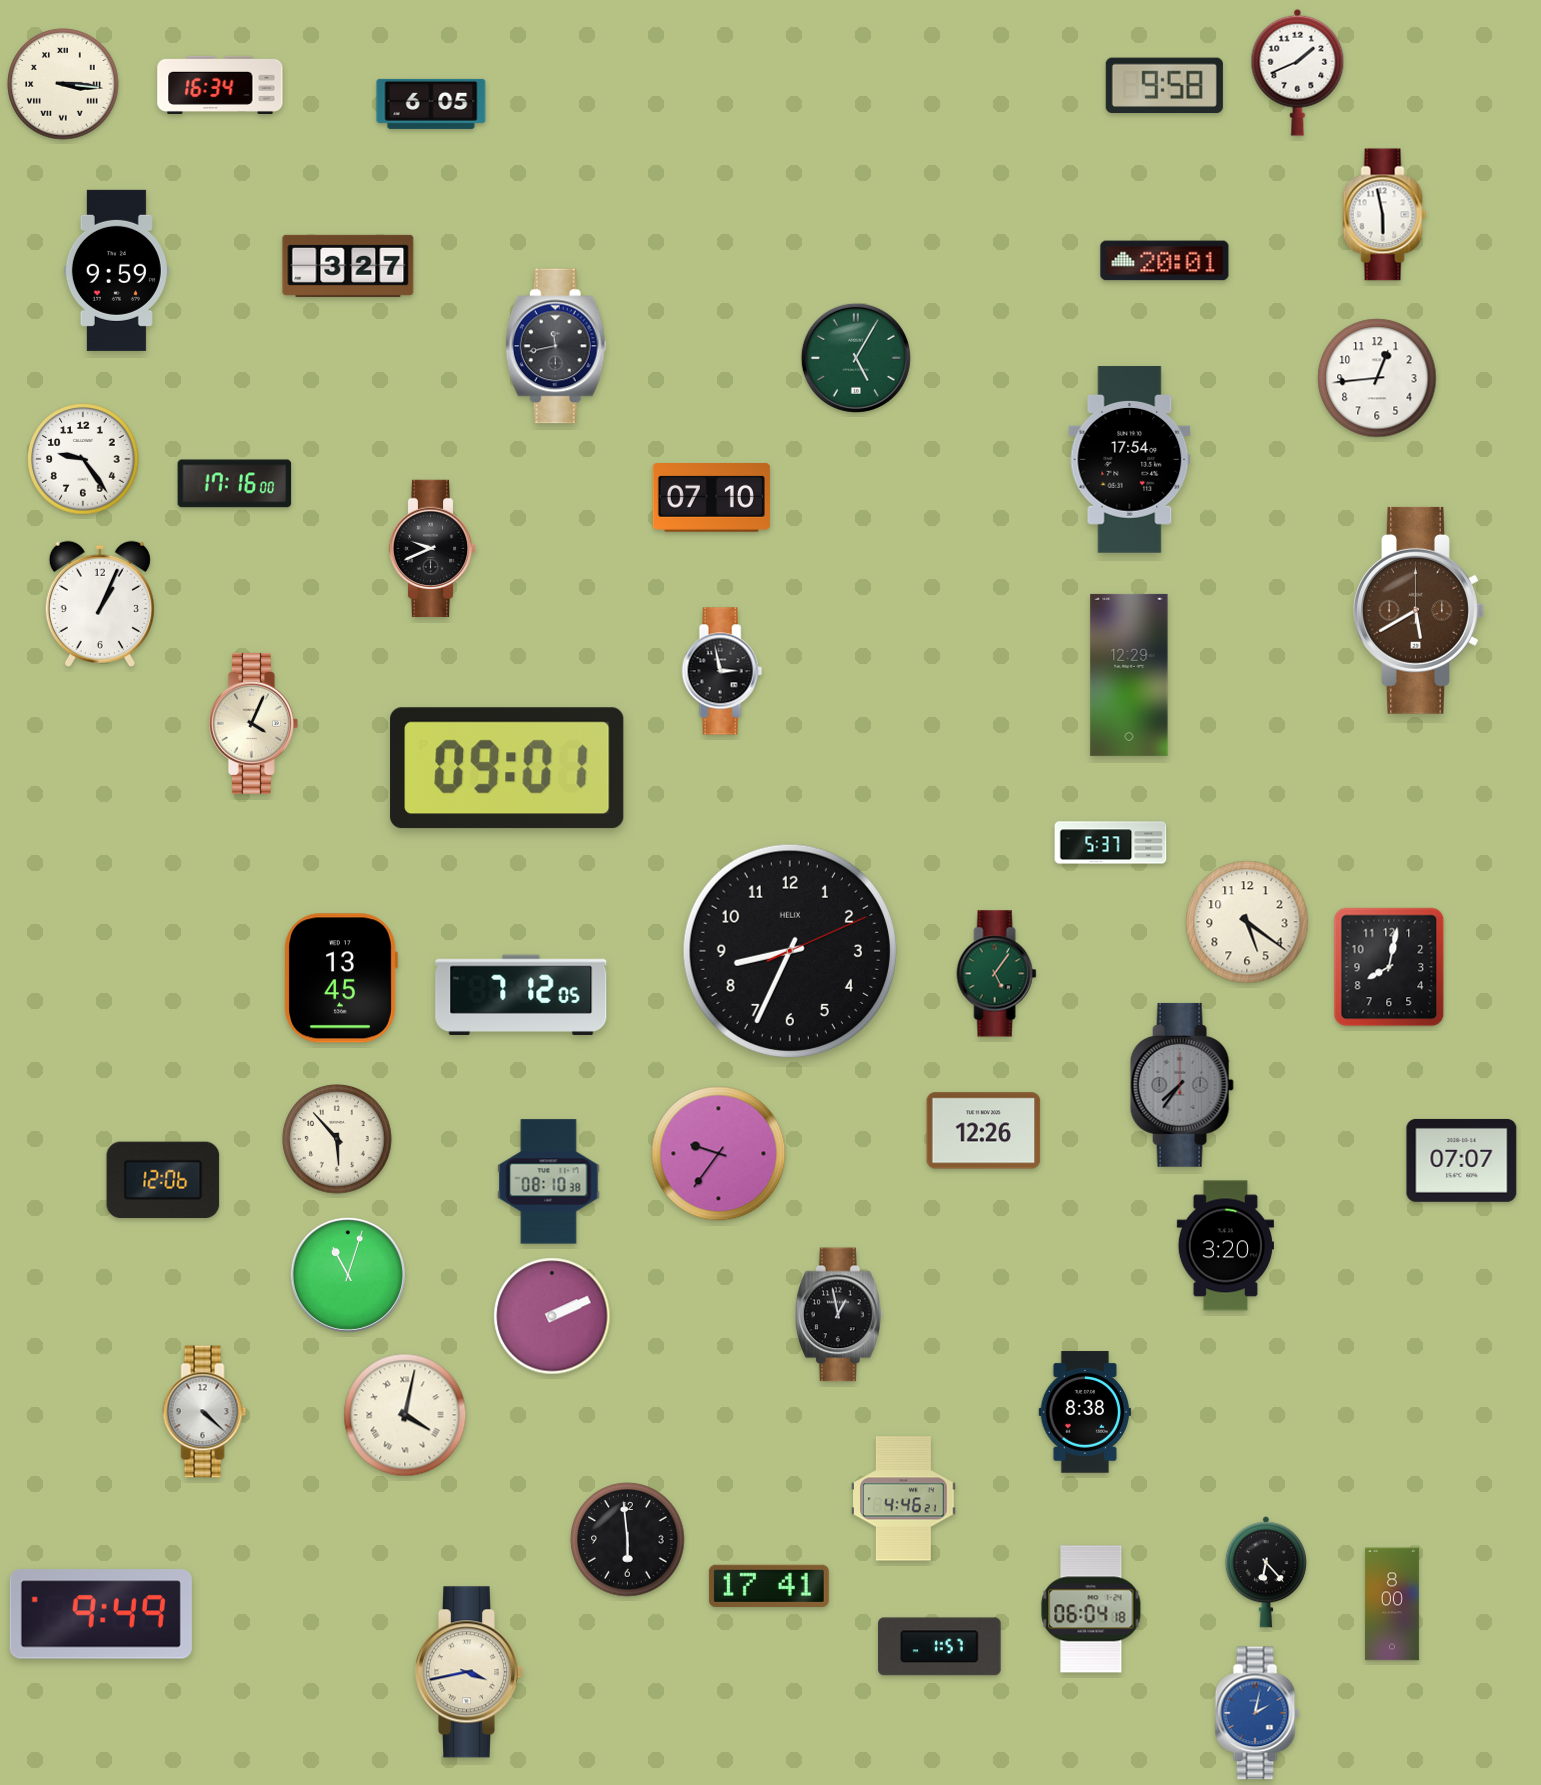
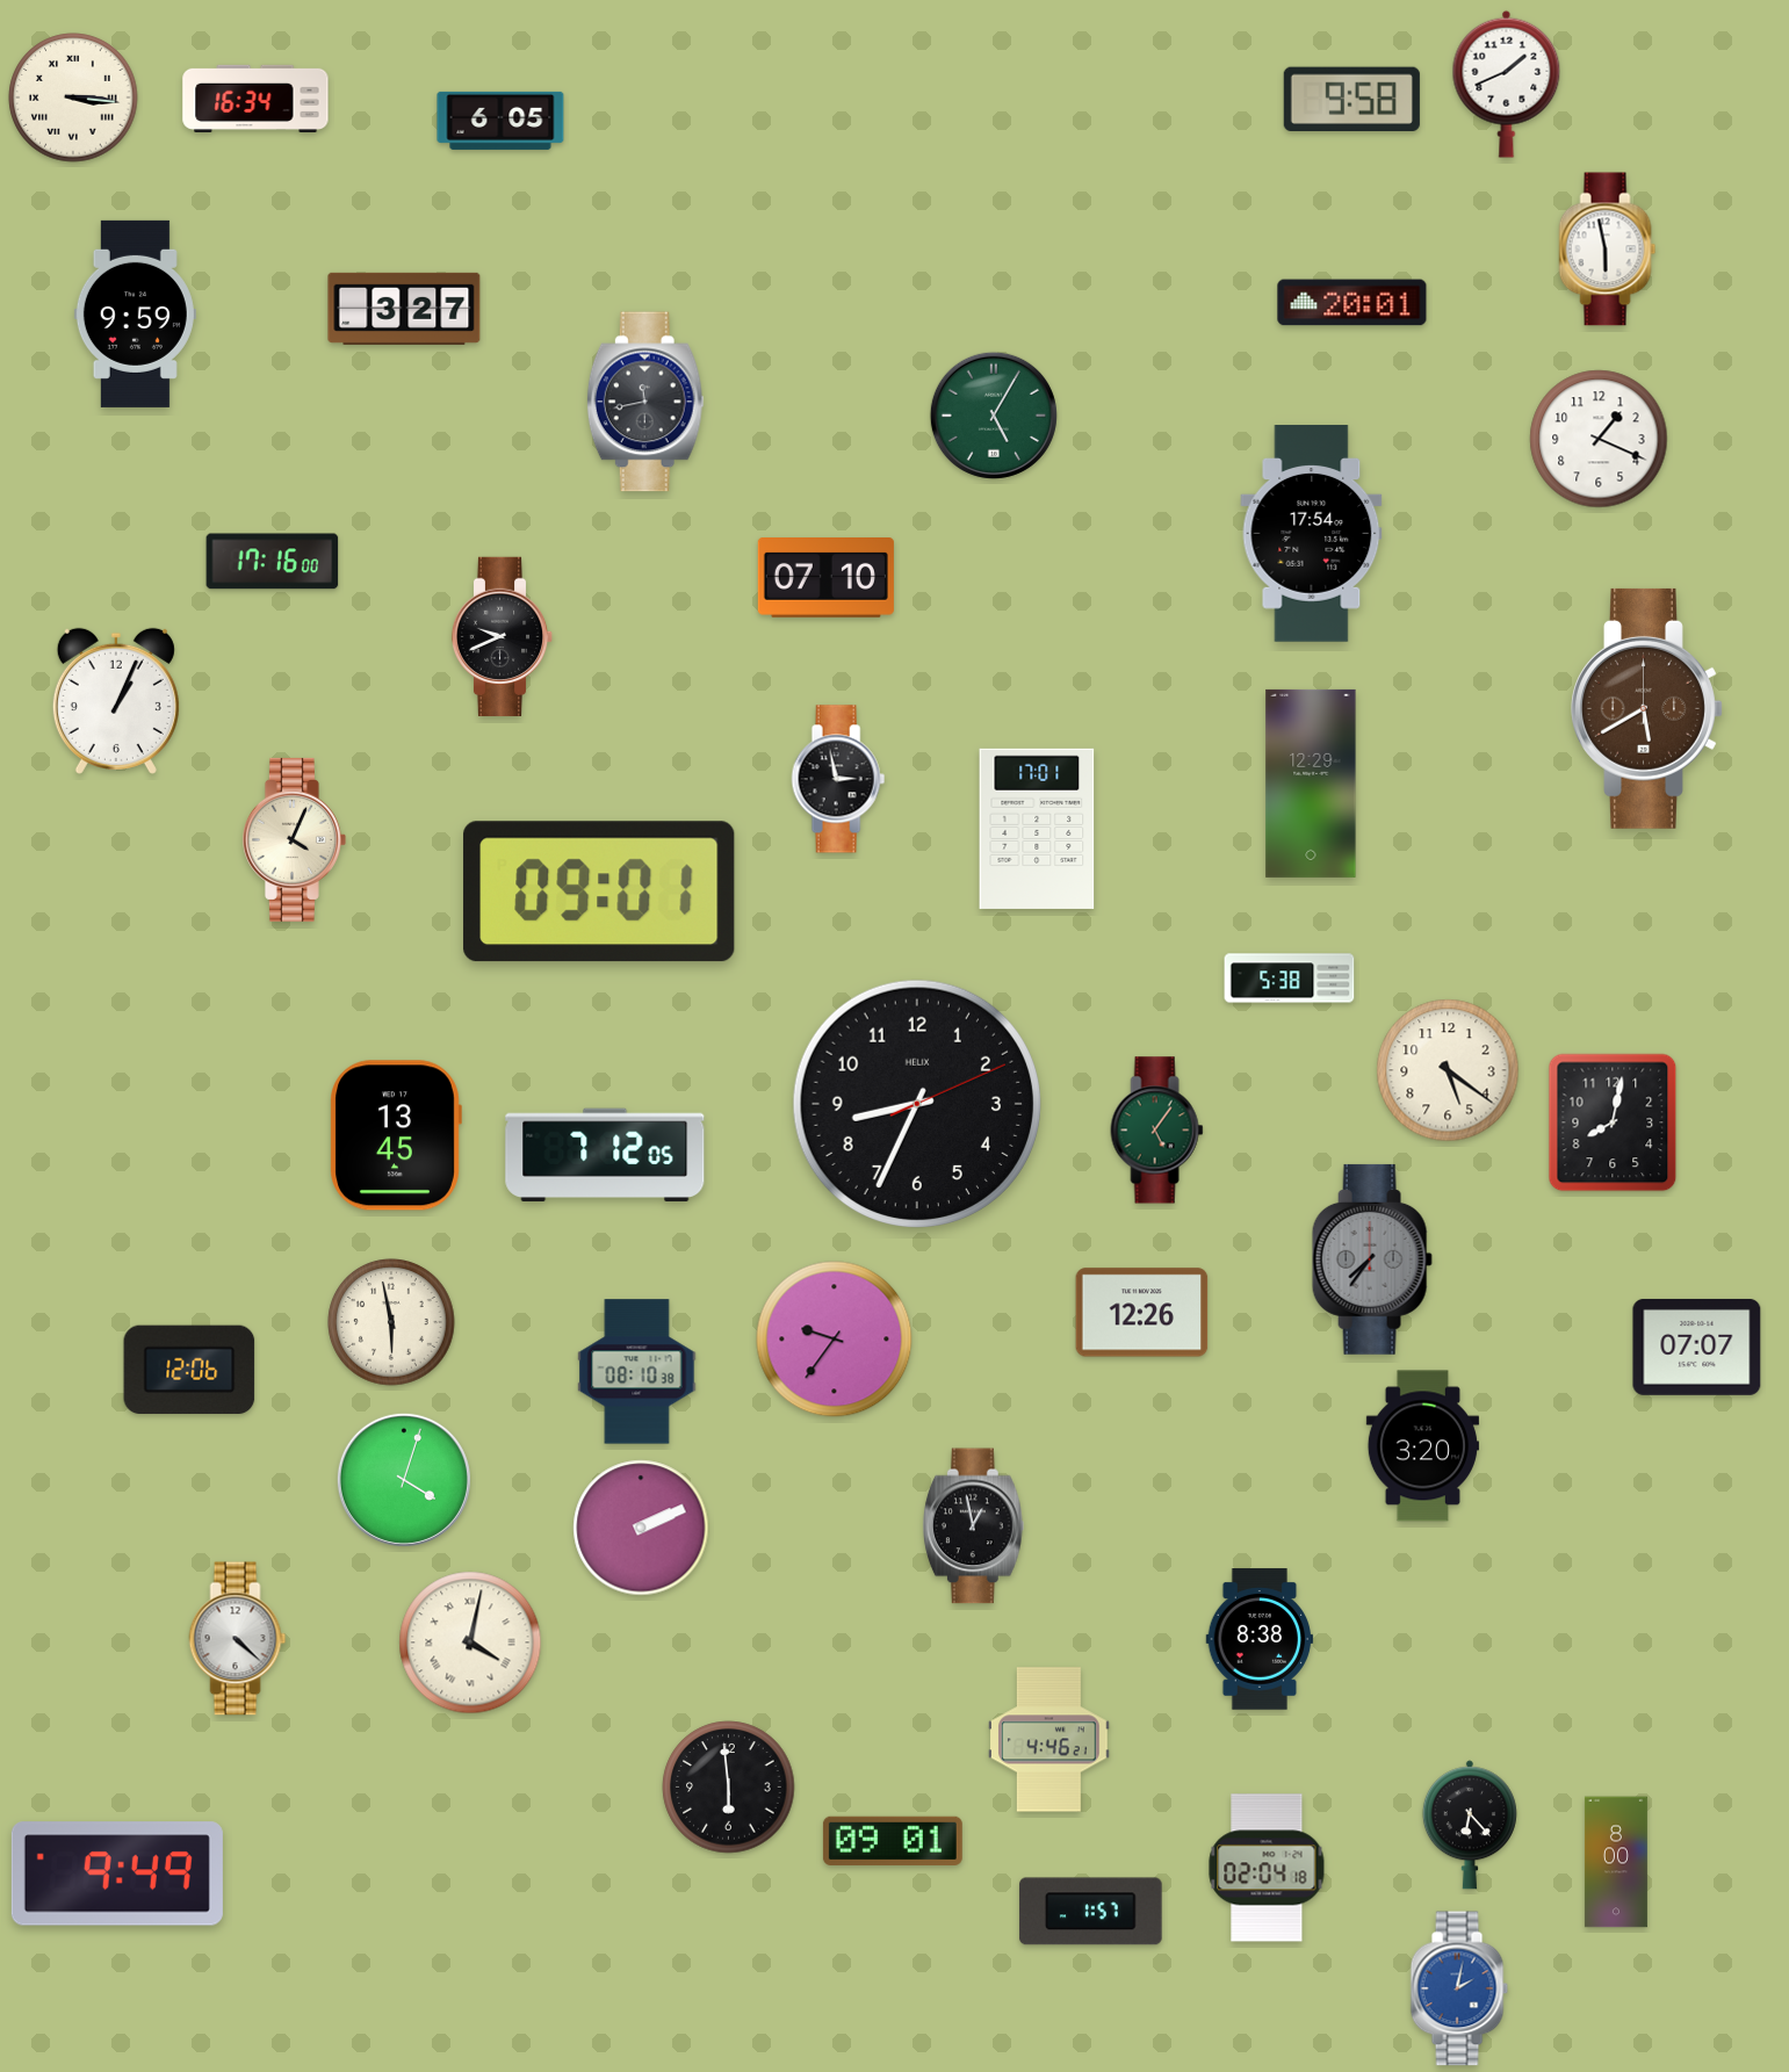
clock at (1377, 378): 12:44 -> 1:19
clock at (83, 459): 9:24 -> none
clock at (1037, 829): none -> 17:01
clock at (507, 768) position: (507, 768) -> (599, 891)
clock at (1111, 843): 5:37 -> 5:38
clock at (337, 1139): 5:53 -> 5:58
clock at (348, 1275): 11:03 -> 4:03
clock at (769, 1586): 17:41 -> 09:01
clock at (1091, 1609): 06:04 -> 02:04
clock at (469, 1672): 3:43 -> none
